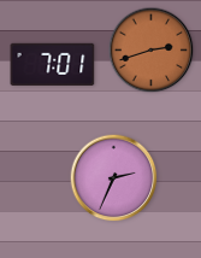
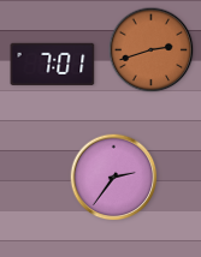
clock at (114, 178): 2:34 -> 2:36
